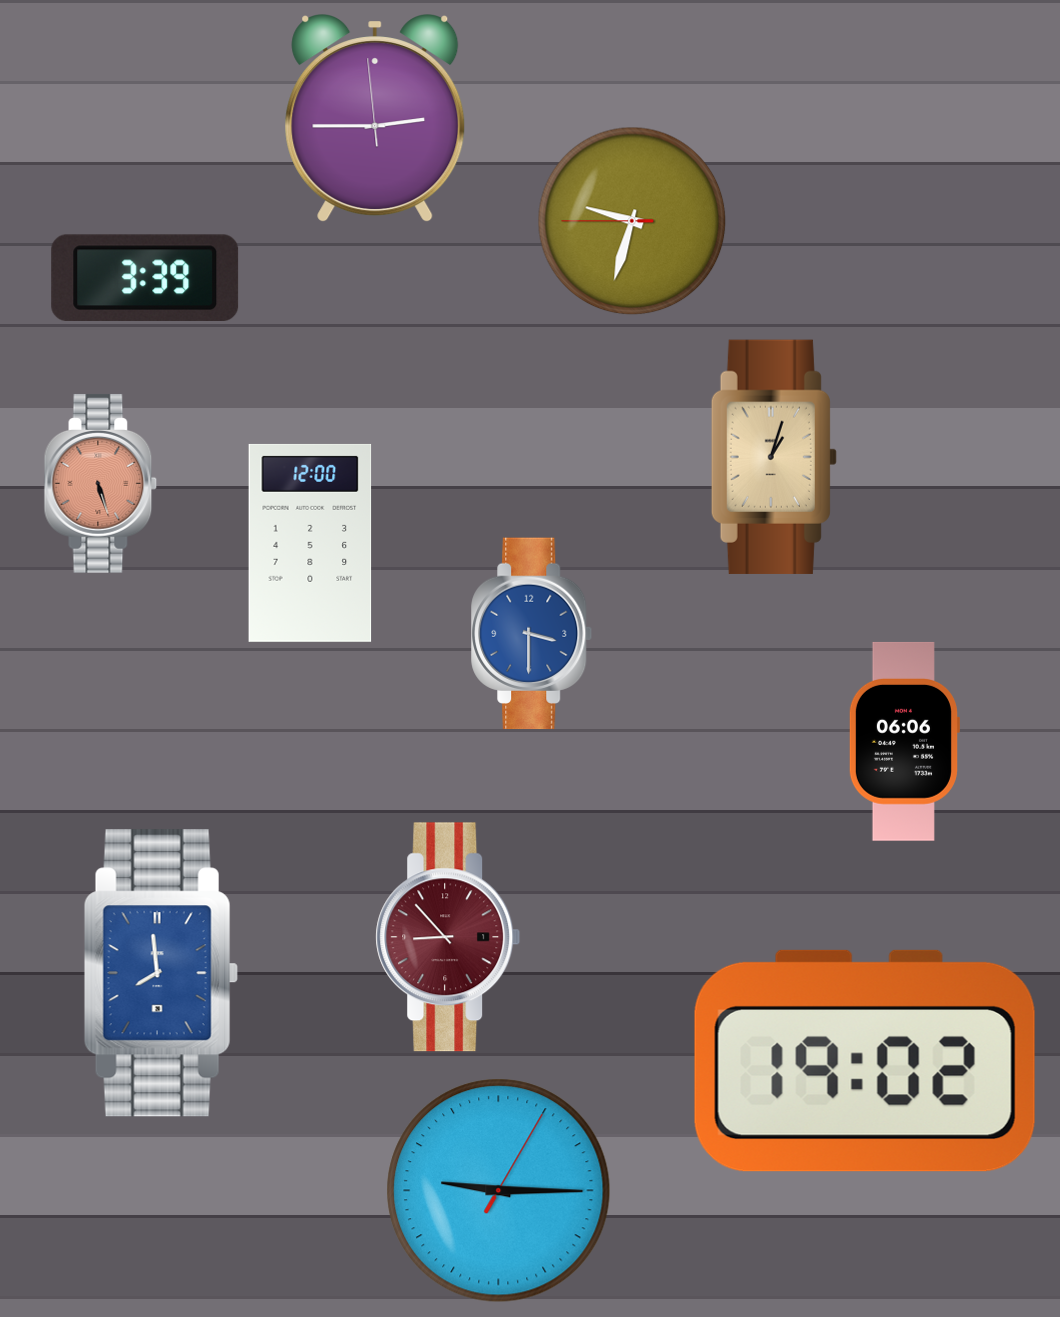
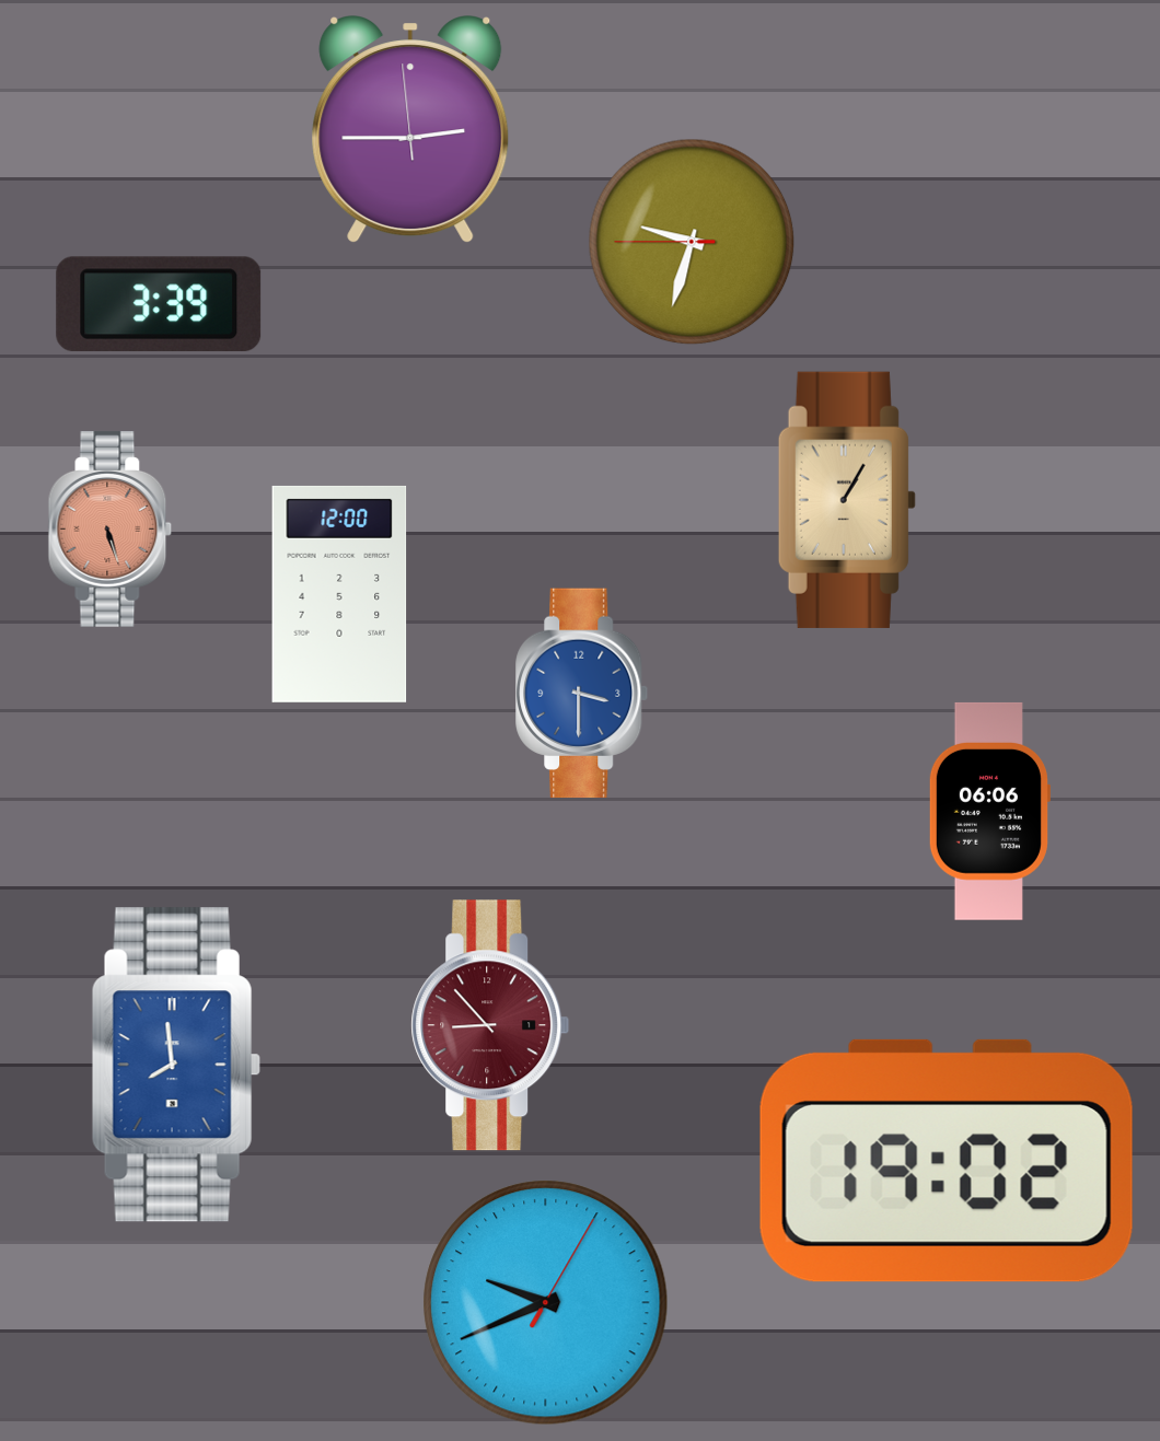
clock at (774, 457): 1:03 -> 1:05
clock at (499, 1191): 9:15 -> 9:41
